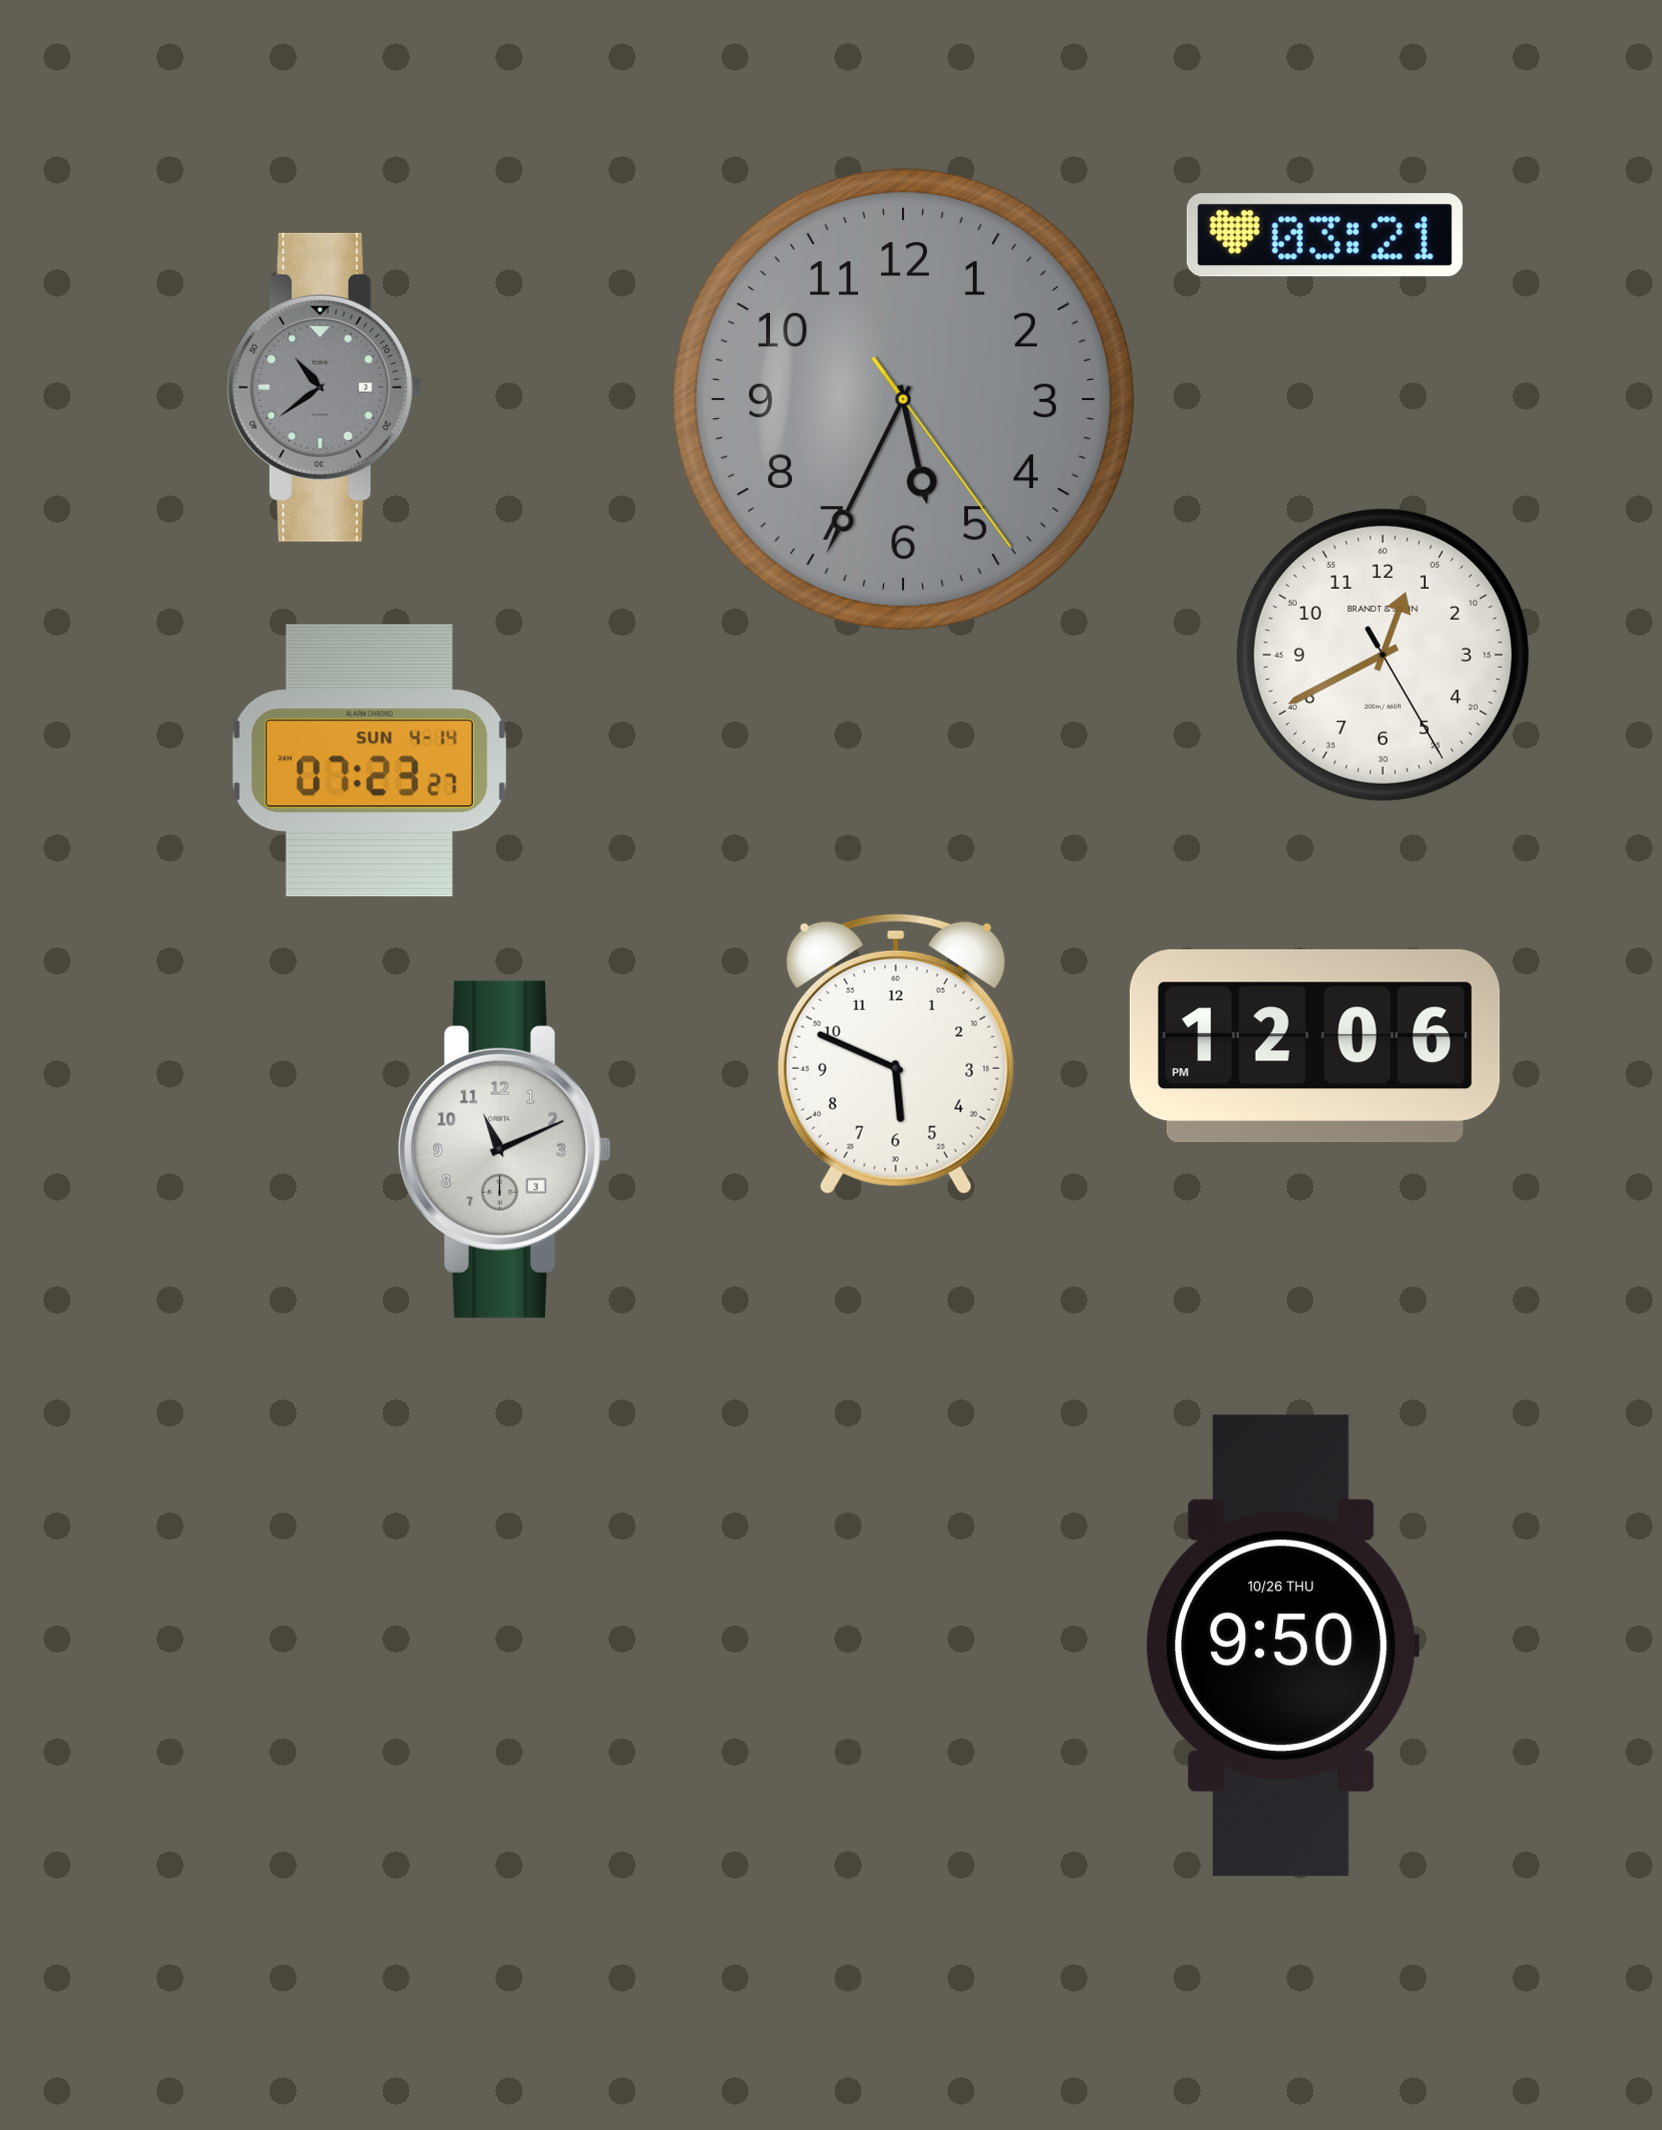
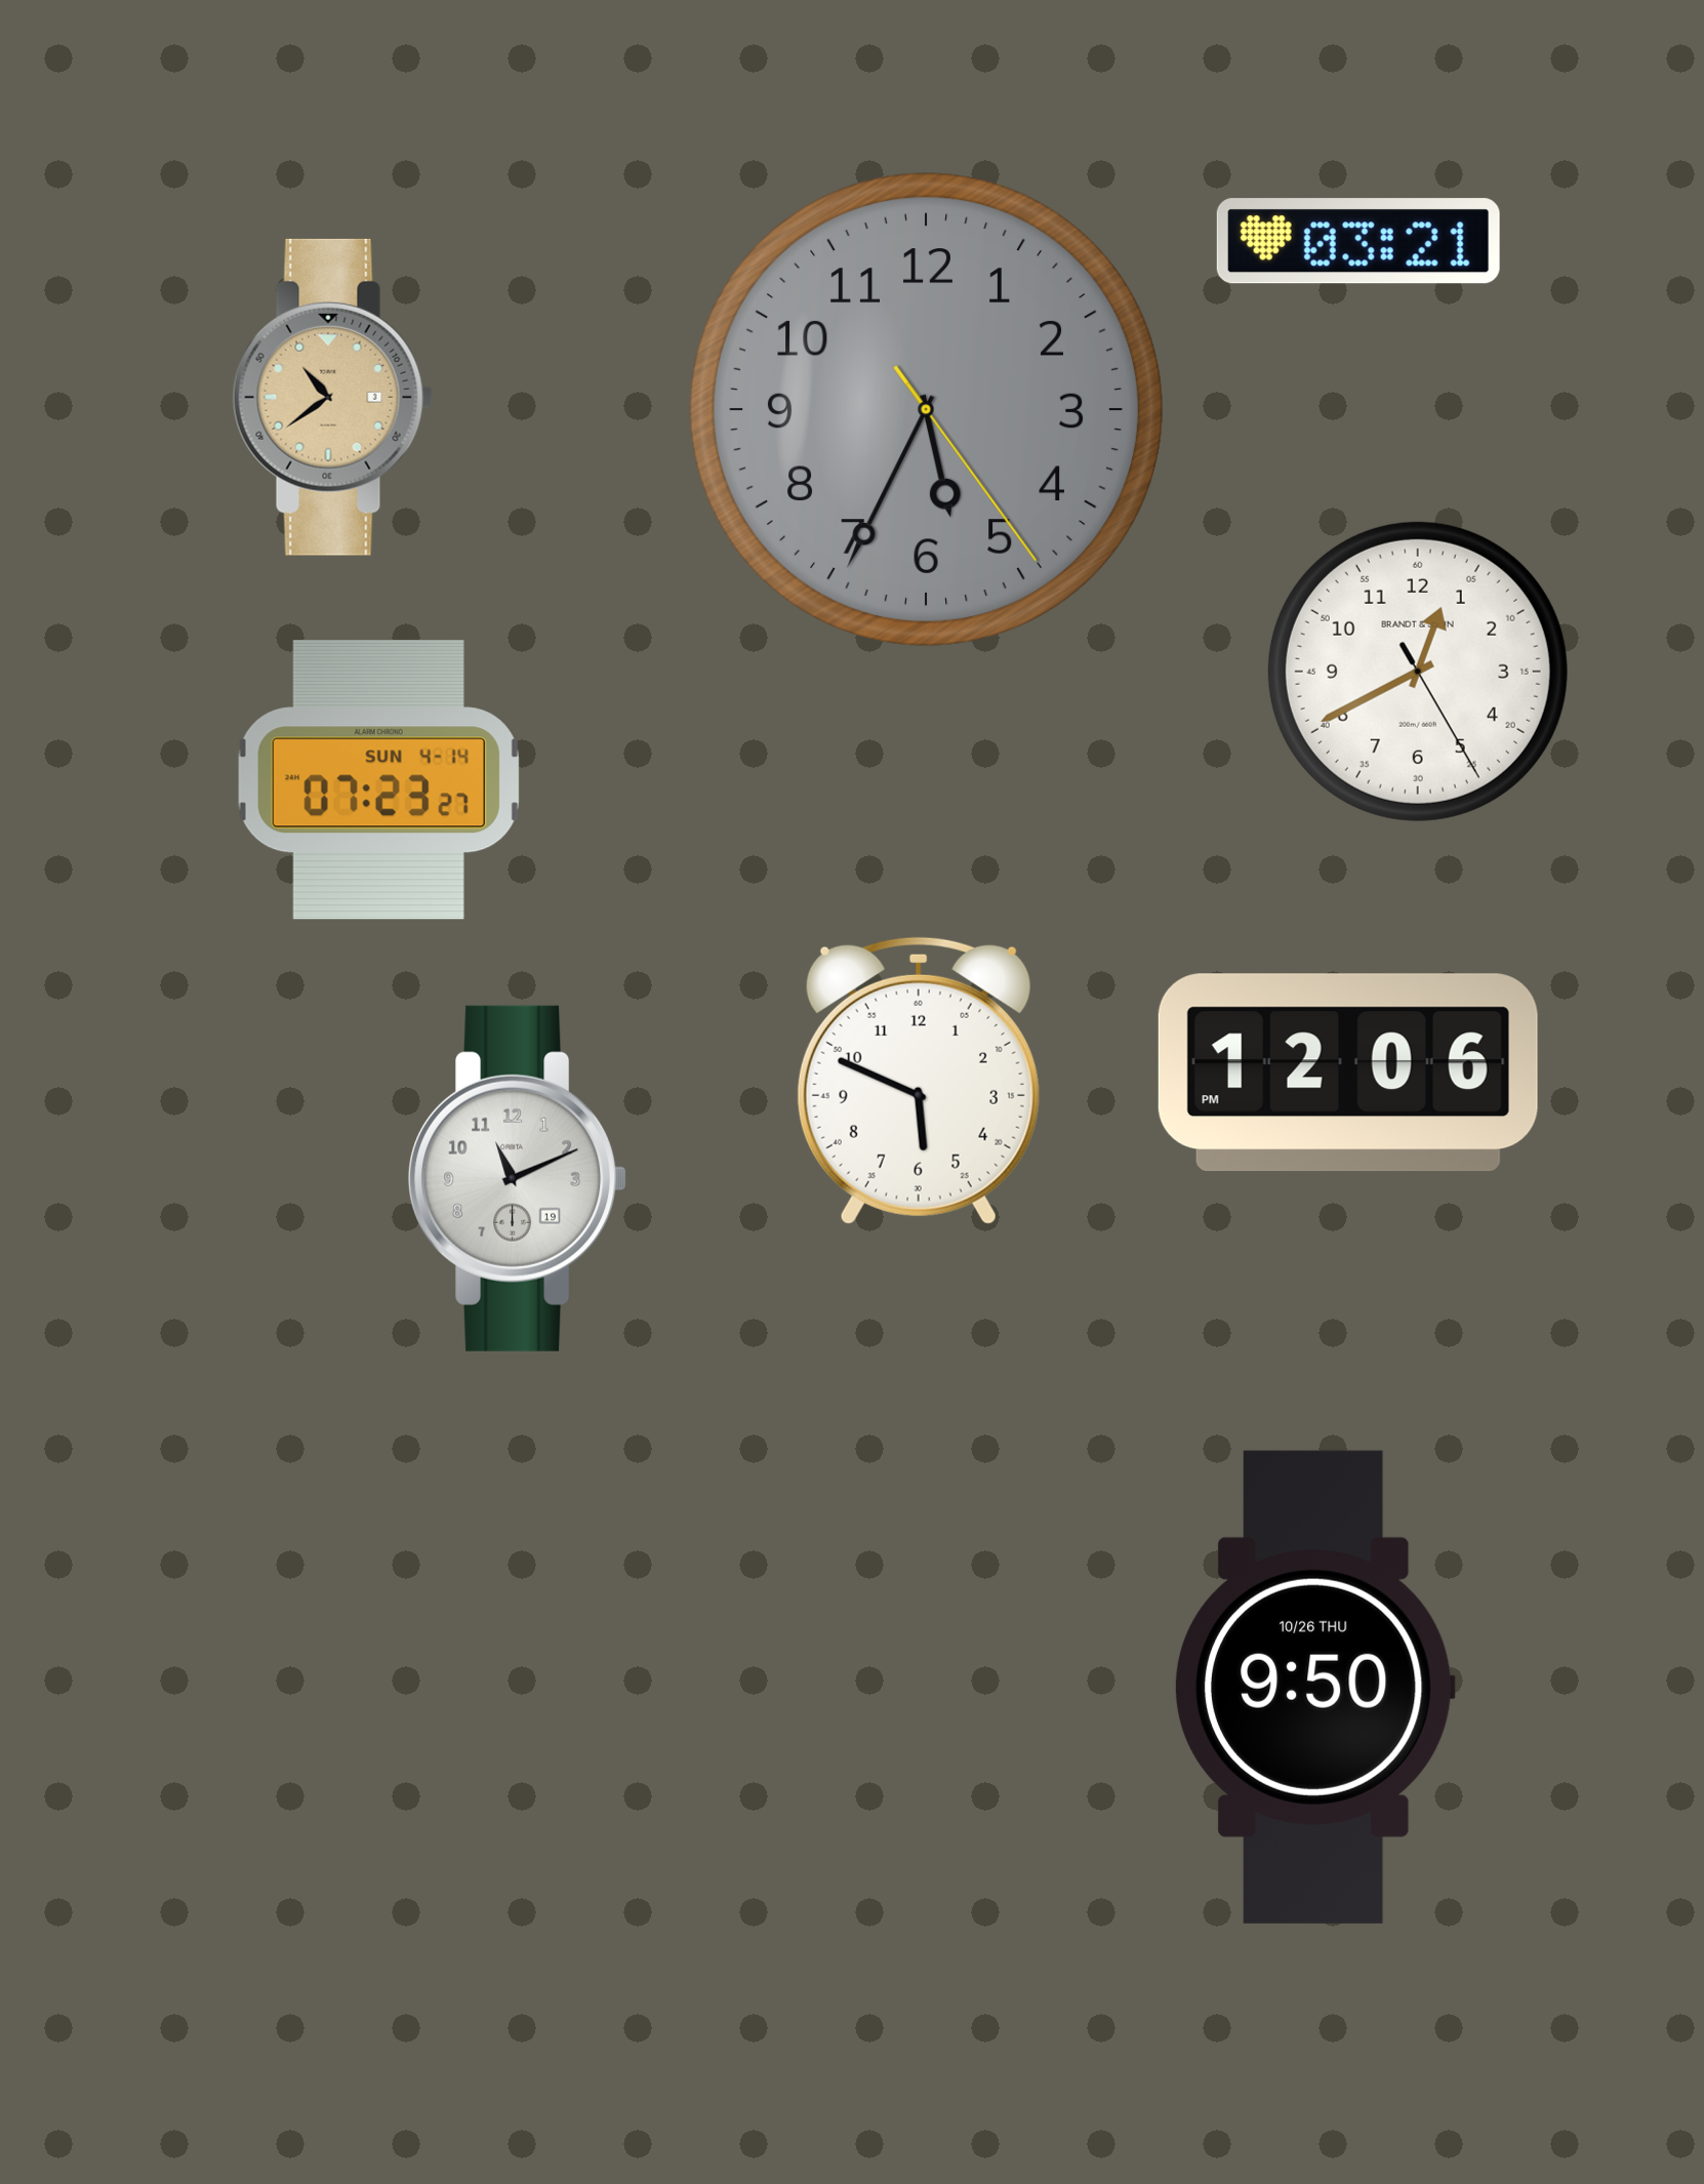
clock at (324, 387) dial: grey -> champagne
clock at (505, 1149) date: 3 -> 19
